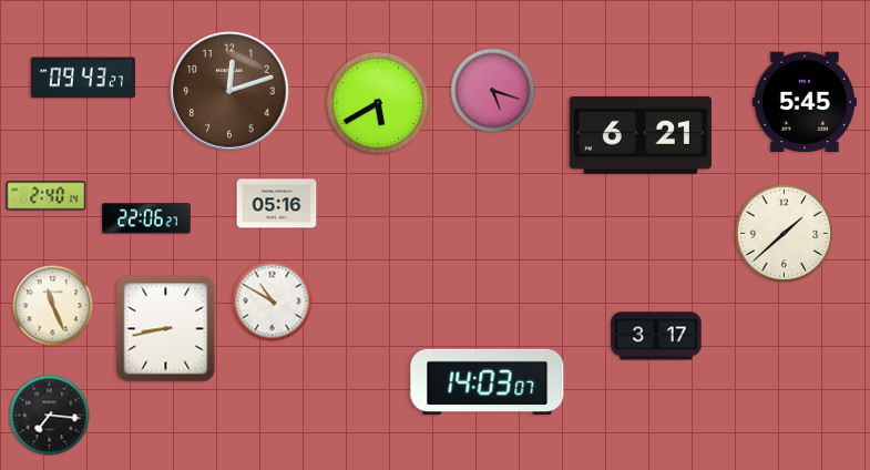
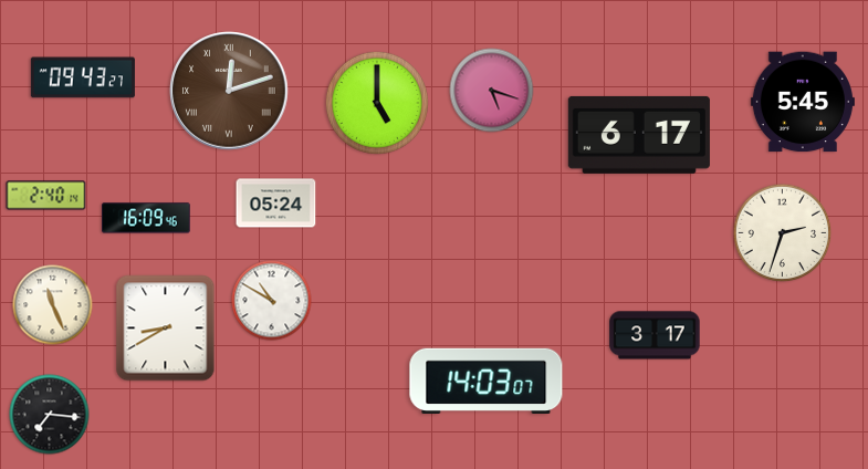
clock at (229, 91) numerals: Arabic -> Roman
clock at (378, 103): 5:40 -> 5:00
clock at (641, 135): 6:21 -> 6:17
clock at (277, 204): 05:16 -> 05:24
clock at (147, 218): 22:06 -> 16:09
clock at (785, 234): 1:38 -> 2:33
clock at (166, 329): 8:43 -> 8:40
